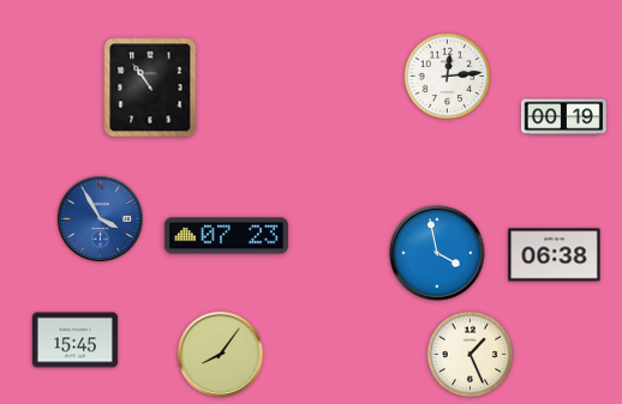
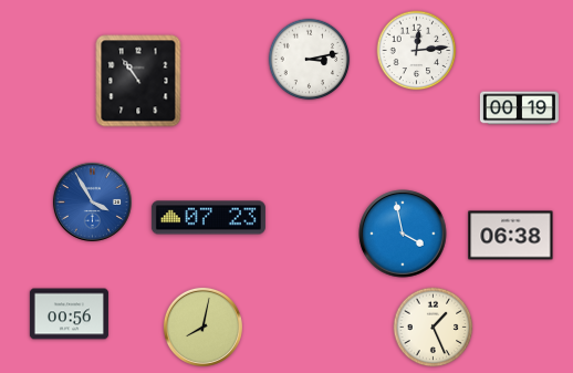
clock at (310, 60): none -> 3:13
clock at (448, 77) position: (448, 77) -> (417, 51)
clock at (74, 340): 15:45 -> 00:56
clock at (220, 354): 8:06 -> 8:02
